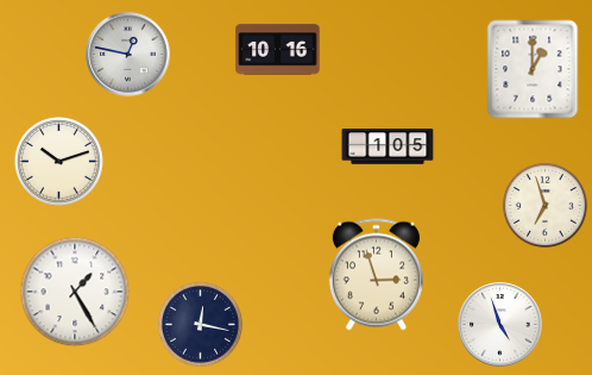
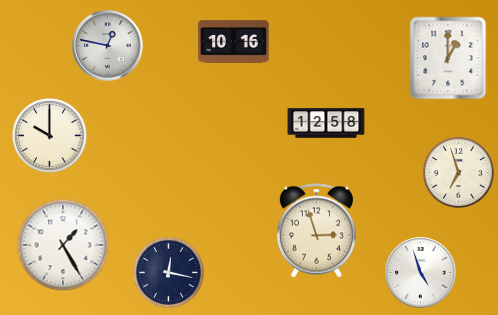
clock at (388, 146): 1:05 -> 12:58
clock at (59, 162): 10:12 -> 10:00
